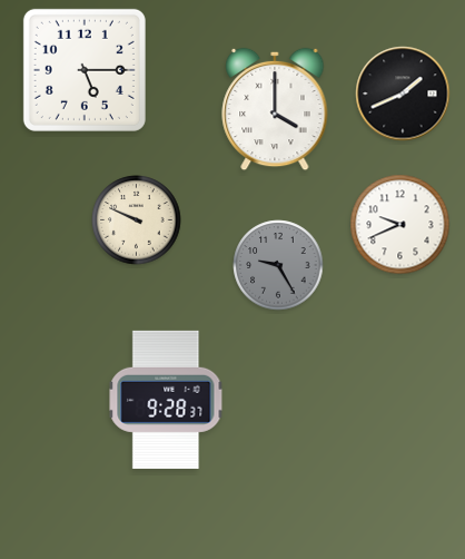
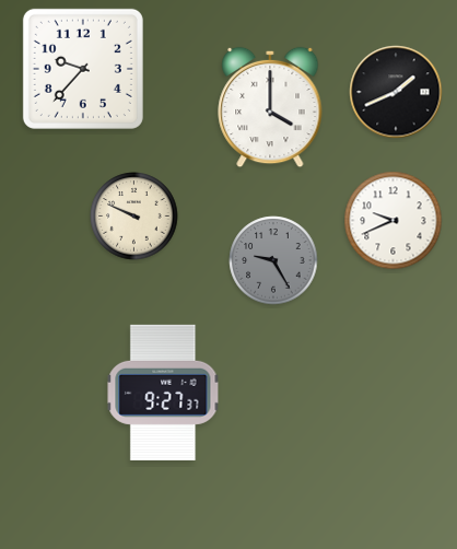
clock at (85, 70): 5:15 -> 9:37
clock at (166, 400): 9:28 -> 9:27
